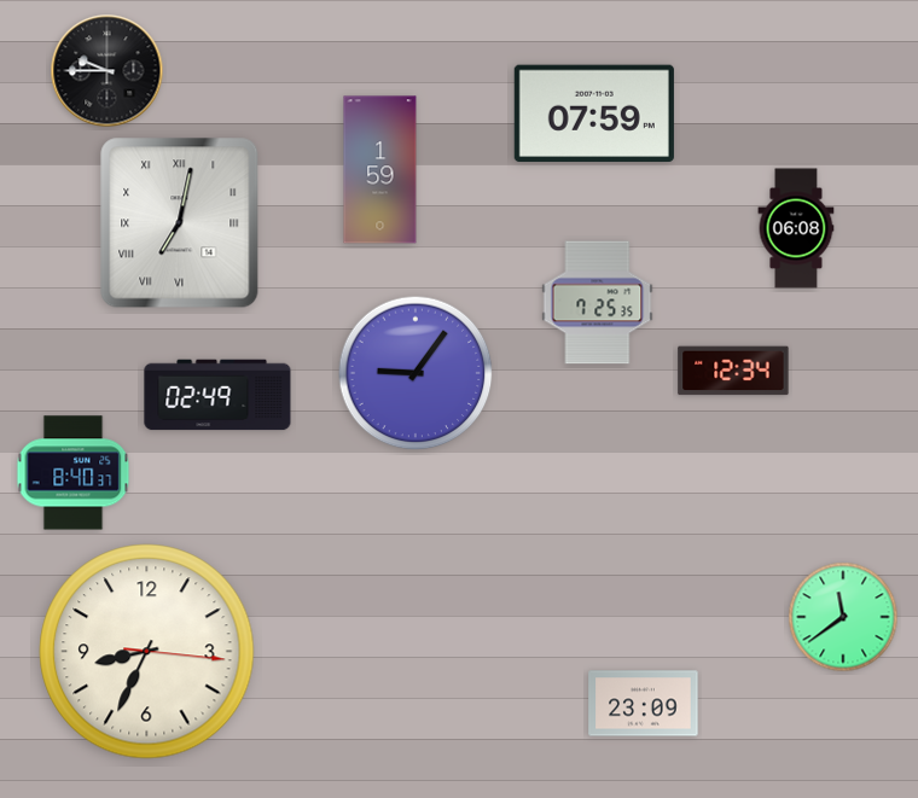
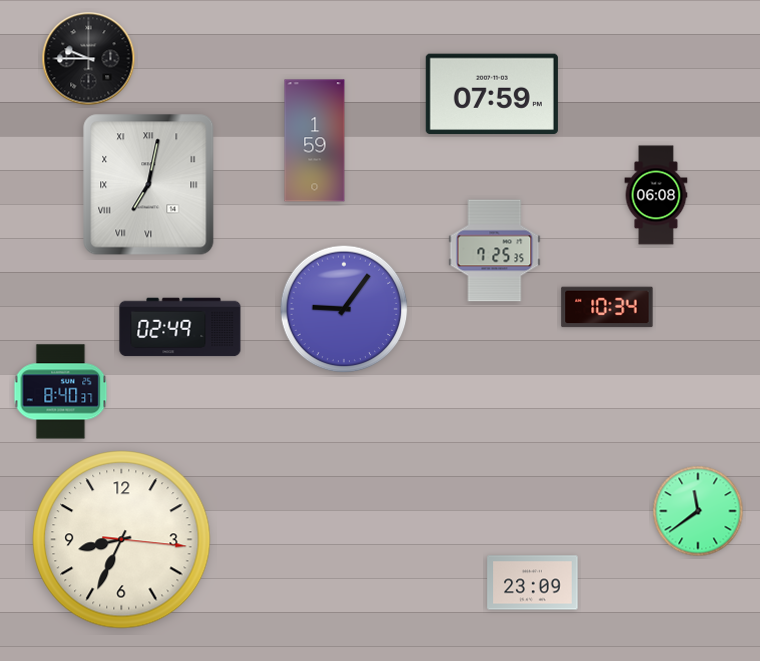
clock at (796, 228) position: (796, 228) -> (656, 195)
clock at (733, 371): 12:34 -> 10:34
